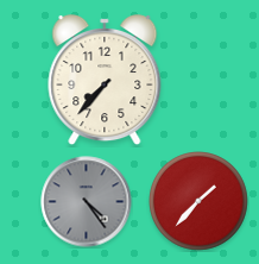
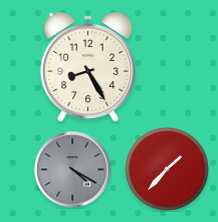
clock at (105, 81): 7:37 -> 8:25
clock at (87, 202): 4:24 -> 4:20
